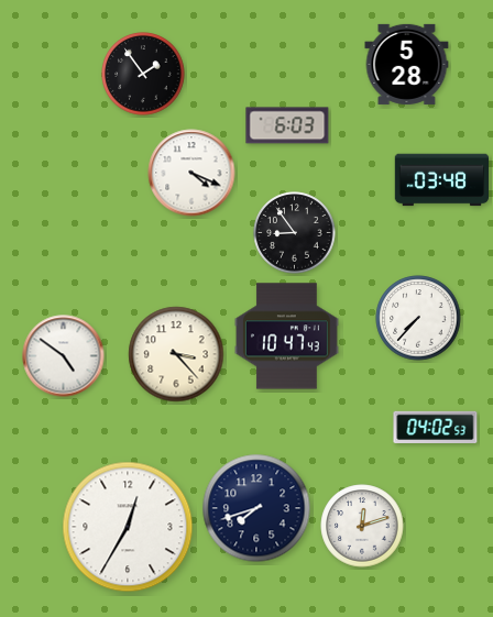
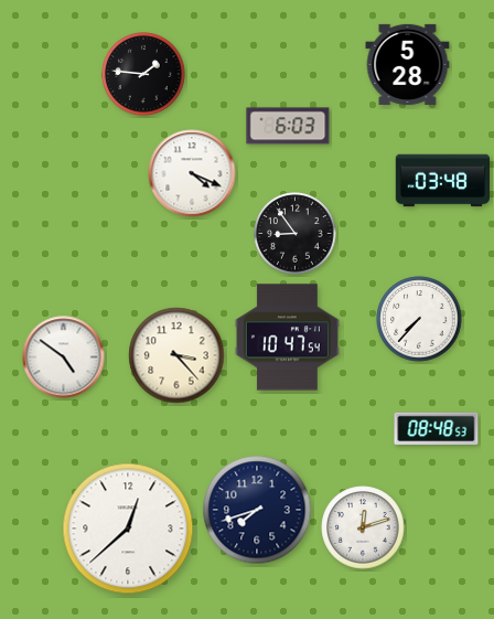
clock at (143, 74): 1:54 -> 1:46
clock at (286, 337): 10:47:43 -> 10:47:54
clock at (436, 427): 04:02 -> 08:48
clock at (128, 527): 12:35 -> 12:38
